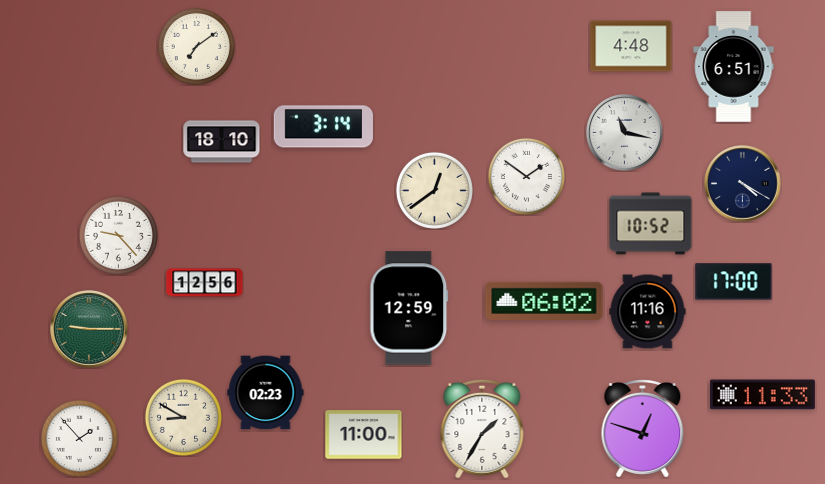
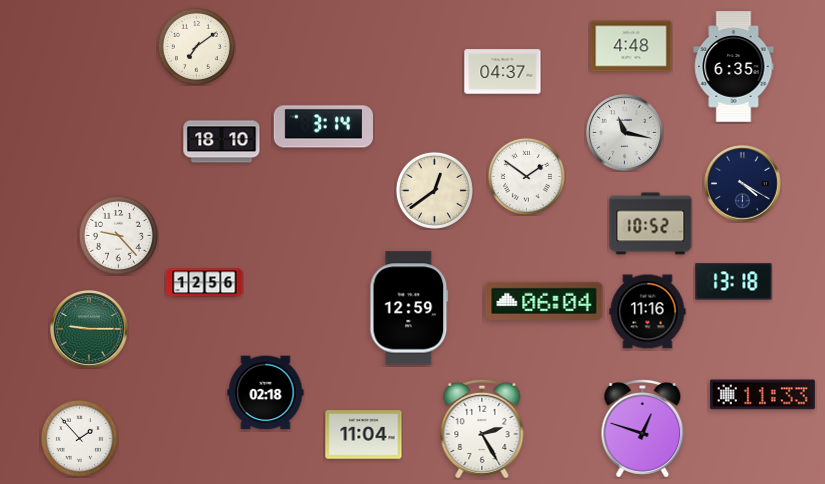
clock at (734, 67): 6:51 -> 6:35
clock at (503, 72): none -> 04:37
clock at (734, 282): 17:00 -> 13:18
clock at (544, 301): 06:02 -> 06:04
clock at (266, 393): 02:23 -> 02:18
clock at (183, 417): 8:50 -> none
clock at (482, 429): 1:35 -> 2:25
clock at (364, 435): 11:00 -> 11:04
